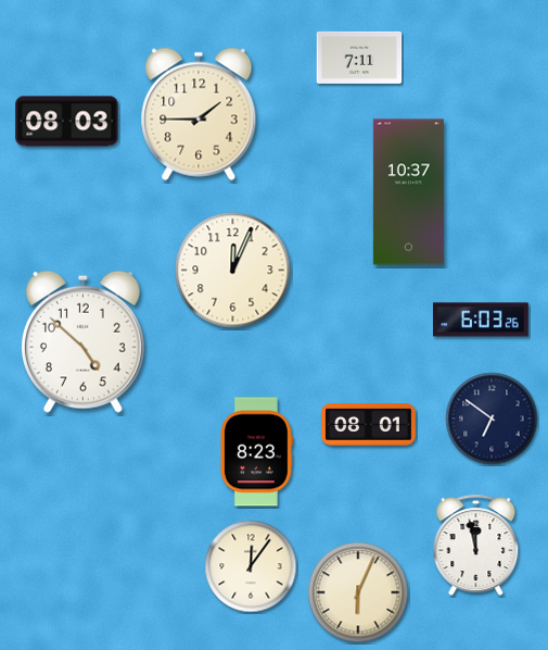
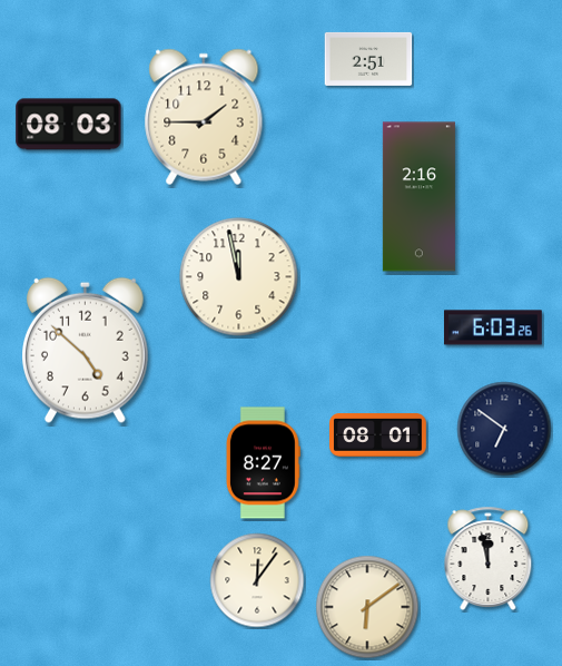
clock at (359, 58): 7:11 -> 2:51
clock at (408, 192): 10:37 -> 2:16
clock at (233, 271): 12:04 -> 11:58
clock at (256, 452): 8:23 -> 8:27
clock at (358, 592): 6:04 -> 6:09
